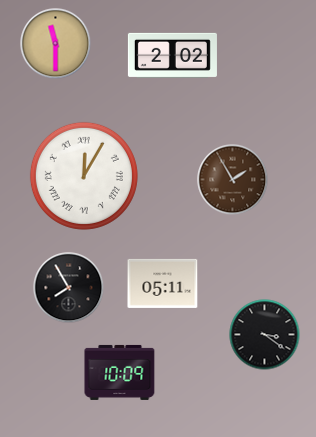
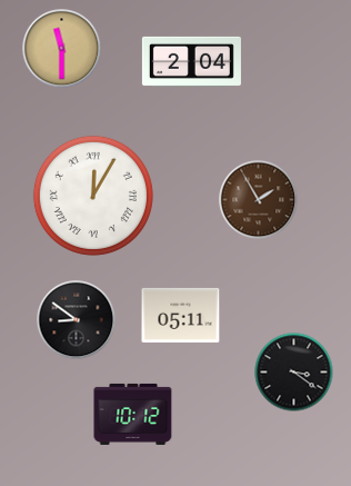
clock at (172, 55): 2:02 -> 2:04
clock at (69, 288): 7:55 -> 8:51
clock at (120, 372): 10:09 -> 10:12
